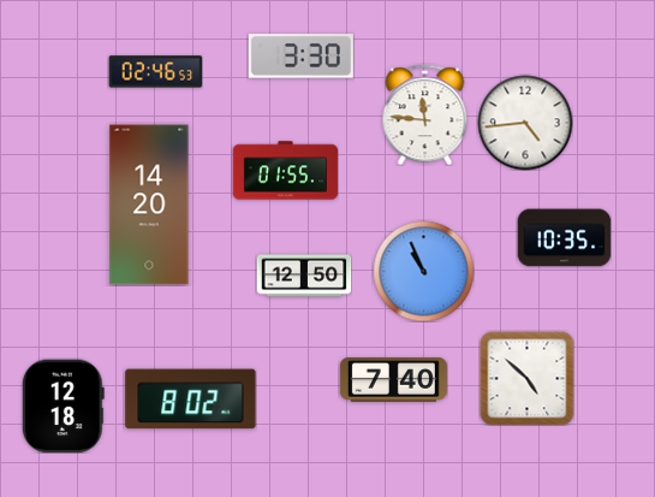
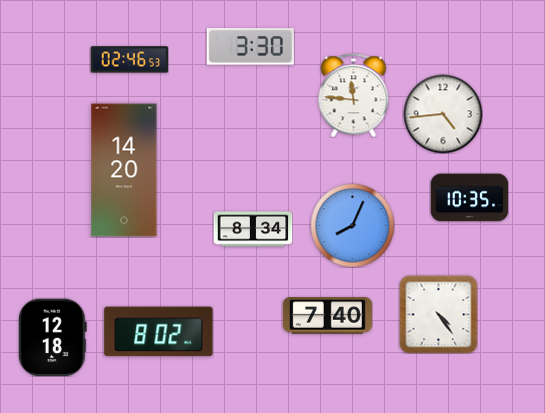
clock at (525, 123) position: (525, 123) -> (443, 114)
clock at (285, 171): 01:55 -> none
clock at (423, 271): 10:56 -> 8:04
clock at (304, 276): 12:50 -> 8:34
clock at (526, 378): 4:52 -> 4:24
